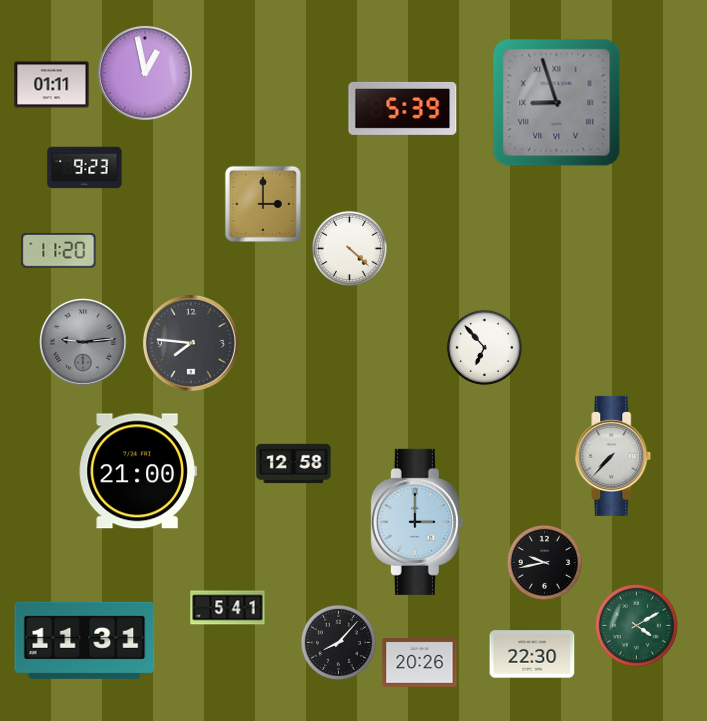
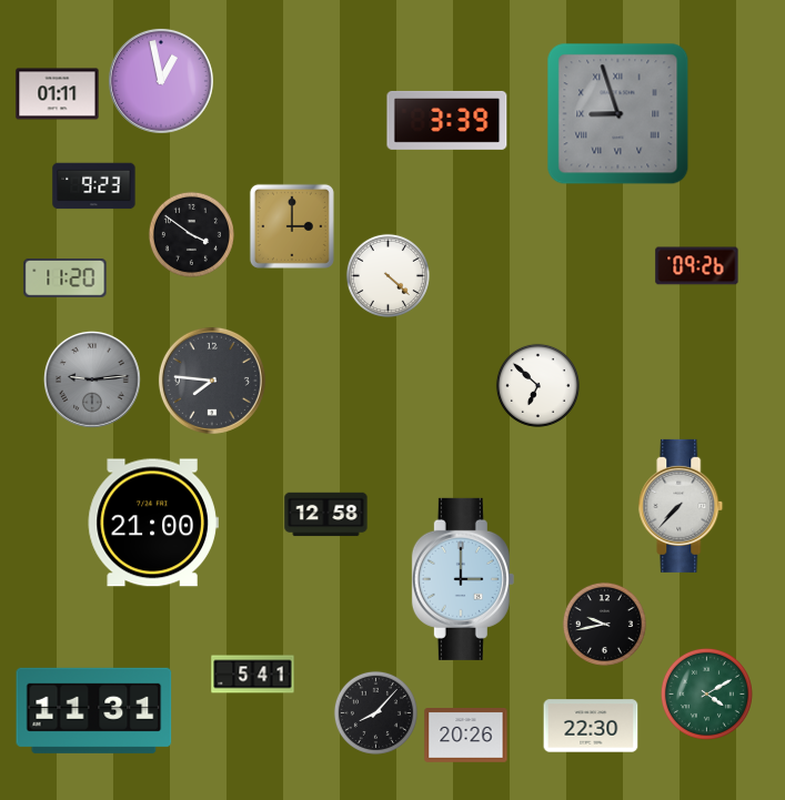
clock at (403, 108): 5:39 -> 3:39
clock at (191, 234): none -> 3:51
clock at (697, 266): none -> 09:26
clock at (484, 347): 6:53 -> 6:52
